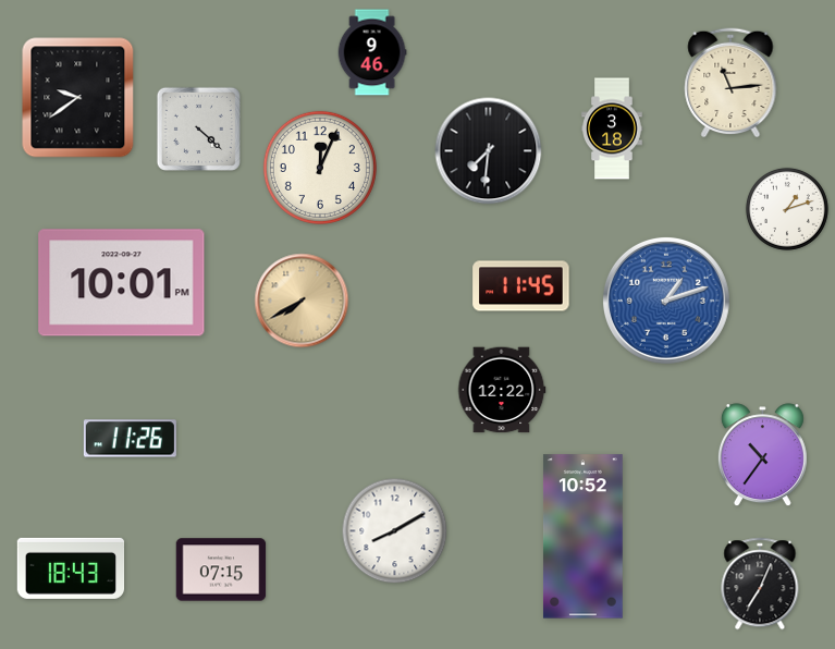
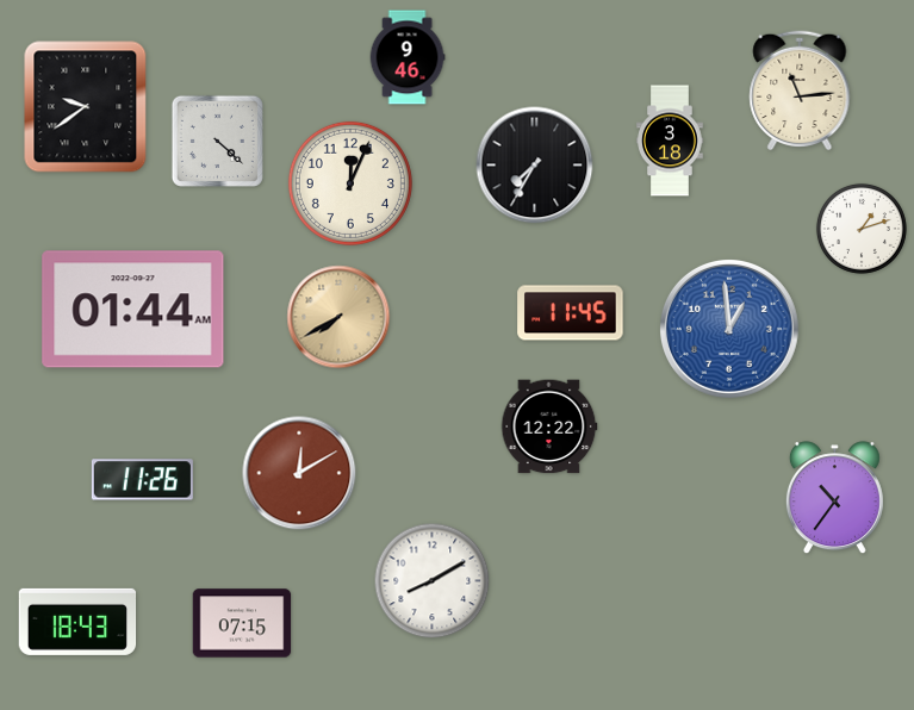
clock at (489, 151): 7:31 -> 7:35
clock at (122, 283): 10:01 -> 01:44
clock at (302, 301) position: (302, 301) -> (338, 317)
clock at (666, 301): 1:12 -> 12:59
clock at (299, 473): none -> 12:10
clock at (582, 537): 10:52 -> none
clock at (760, 584): 7:04 -> none
